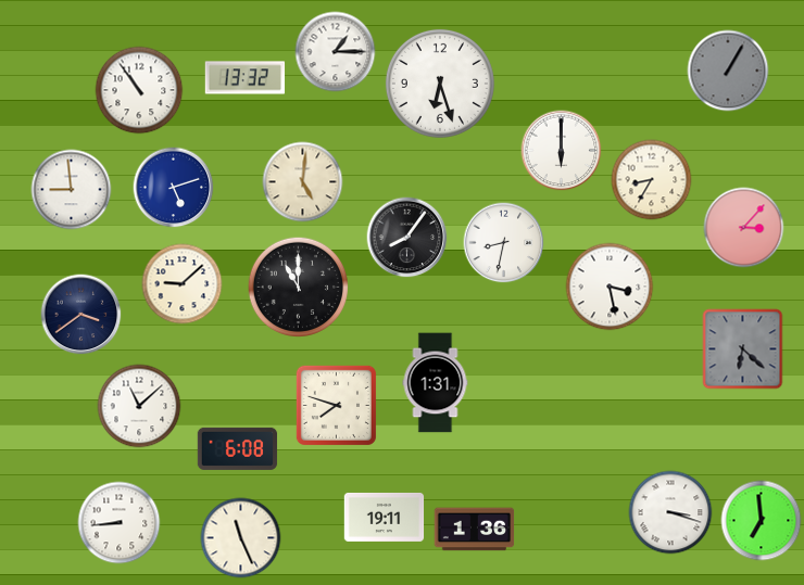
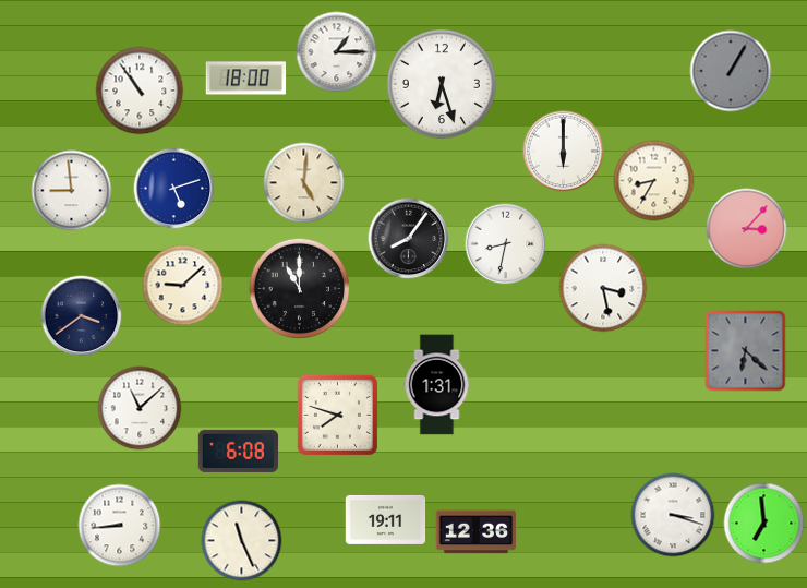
clock at (246, 78): 13:32 -> 18:00
clock at (610, 287) position: (610, 287) -> (603, 288)
clock at (336, 405) position: (336, 405) -> (337, 415)
clock at (475, 530): 1:36 -> 12:36
